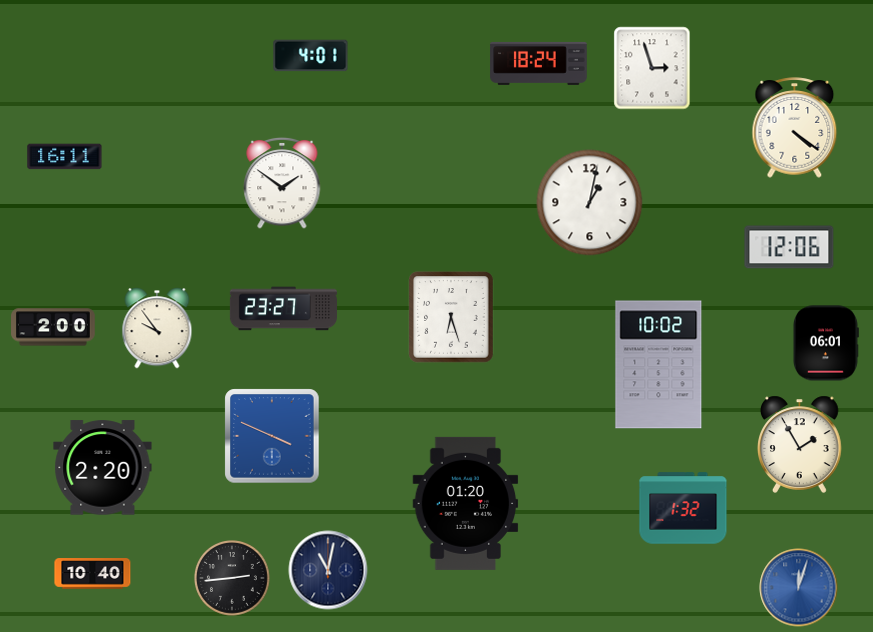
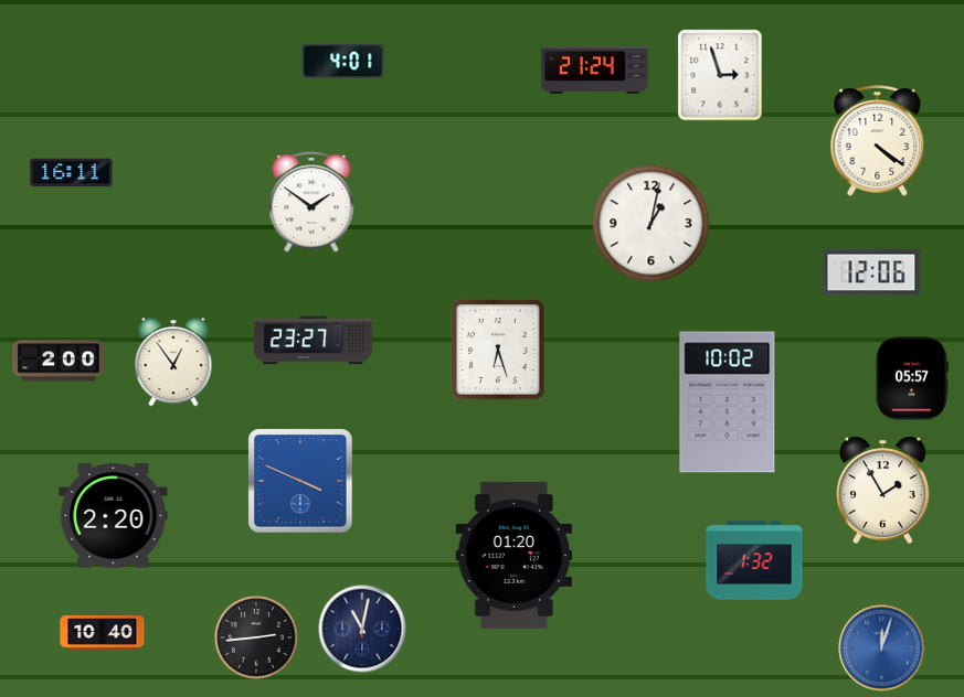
clock at (539, 63): 18:24 -> 21:24
clock at (157, 328): 9:54 -> 12:54
clock at (825, 343): 06:01 -> 05:57
